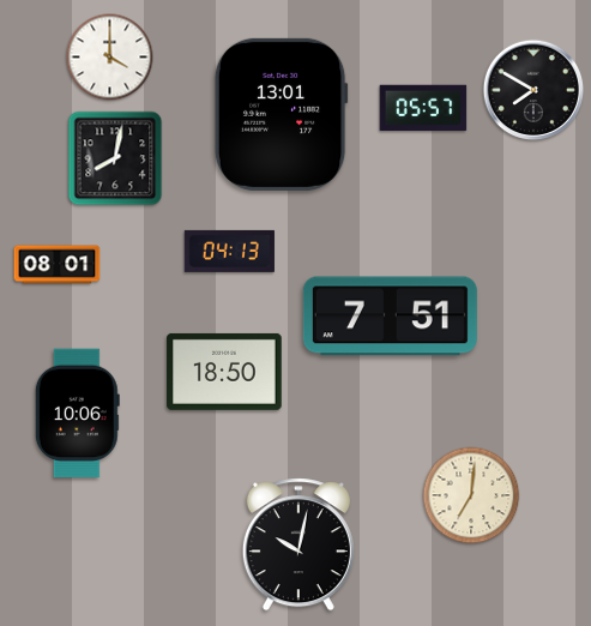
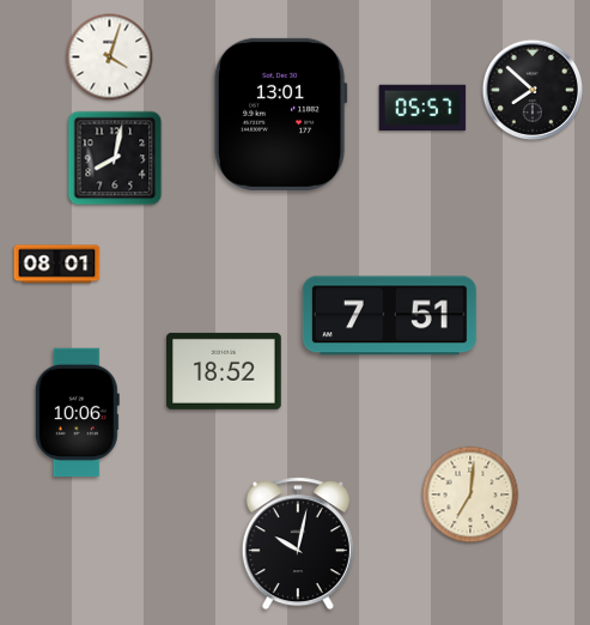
clock at (110, 58): 4:00 -> 4:03
clock at (533, 90): 7:50 -> 7:52
clock at (229, 251): 04:13 -> none
clock at (224, 372): 18:50 -> 18:52
